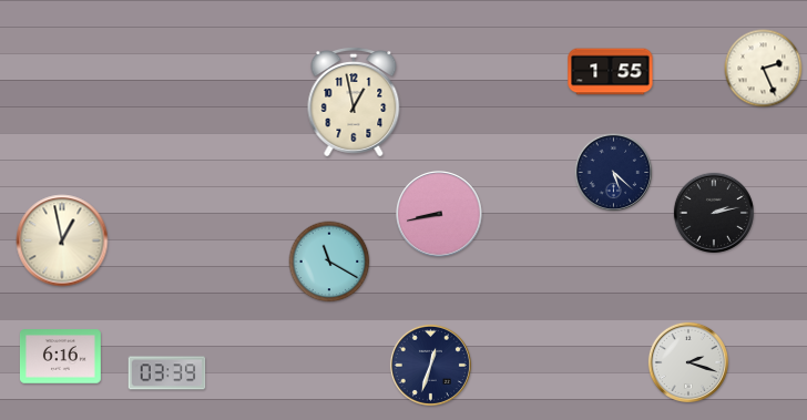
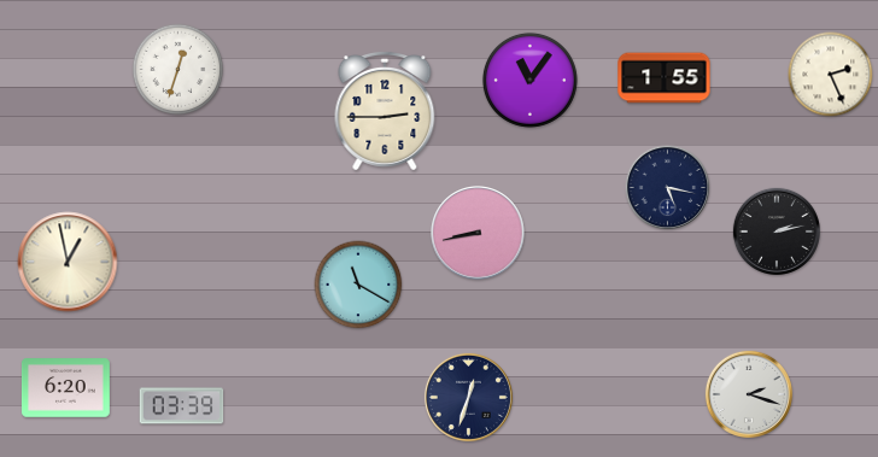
clock at (178, 70): none -> 12:33
clock at (529, 80): none -> 11:06
clock at (354, 103): 12:58 -> 2:45
clock at (614, 173): 5:22 -> 5:17
clock at (60, 357): 6:16 -> 6:20
